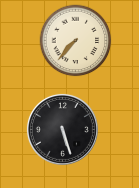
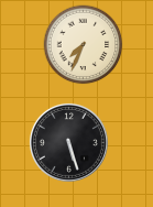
clock at (76, 41): 7:37 -> 7:34
